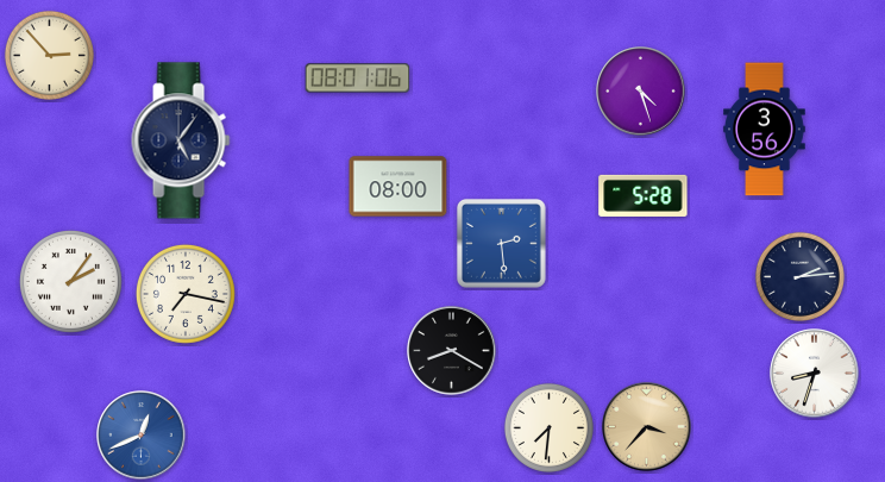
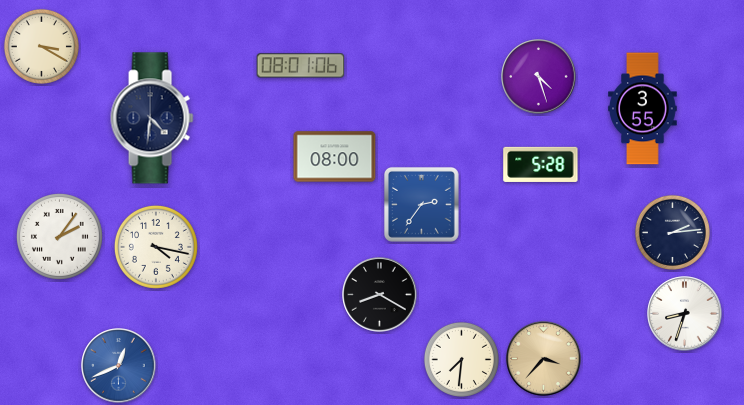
clock at (49, 55): 2:53 -> 3:20
clock at (765, 130): 3:56 -> 3:55
clock at (181, 140): 5:06 -> 4:31
clock at (501, 243): 2:29 -> 2:36
clock at (186, 294): 7:17 -> 4:17
